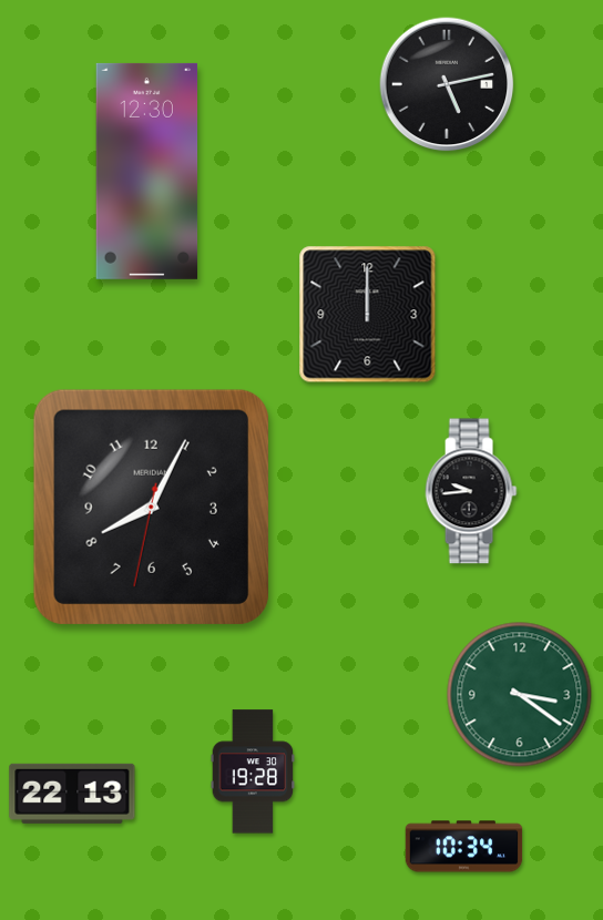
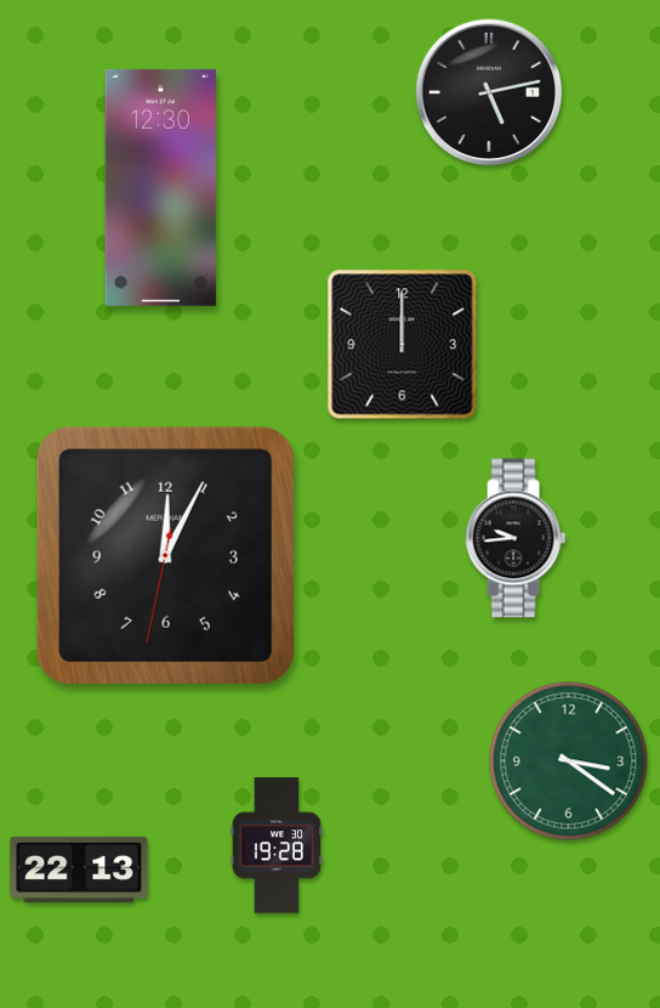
clock at (151, 507): 8:04 -> 12:04
clock at (464, 847): 10:34 -> none
